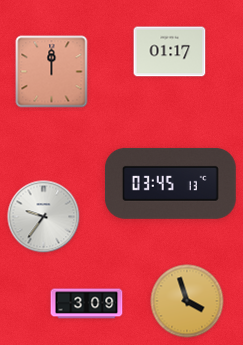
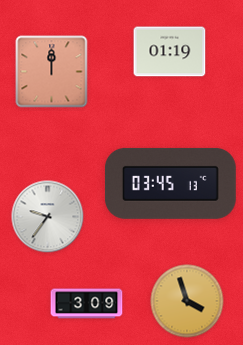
clock at (170, 52): 01:17 -> 01:19
clock at (44, 217) position: (44, 217) -> (48, 217)
